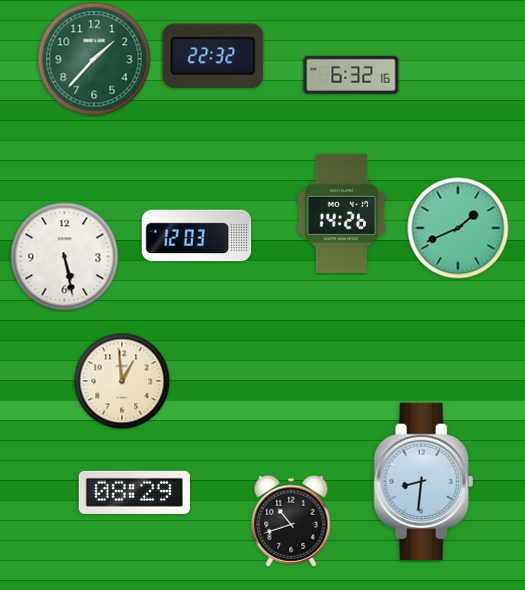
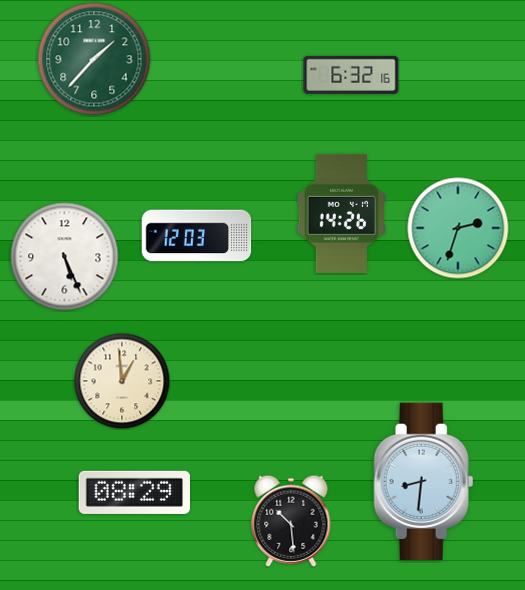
clock at (213, 55): 22:32 -> none
clock at (458, 228): 1:41 -> 2:33
clock at (65, 257): 5:28 -> 5:26
clock at (291, 521): 10:42 -> 10:29
